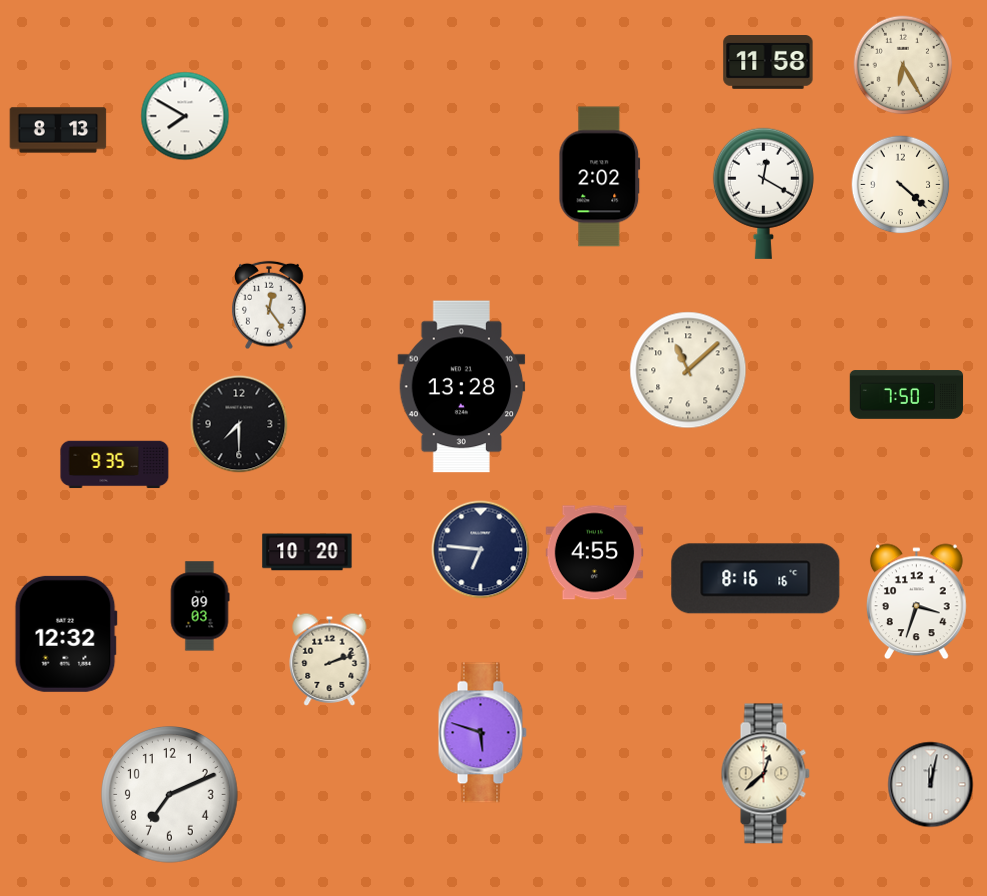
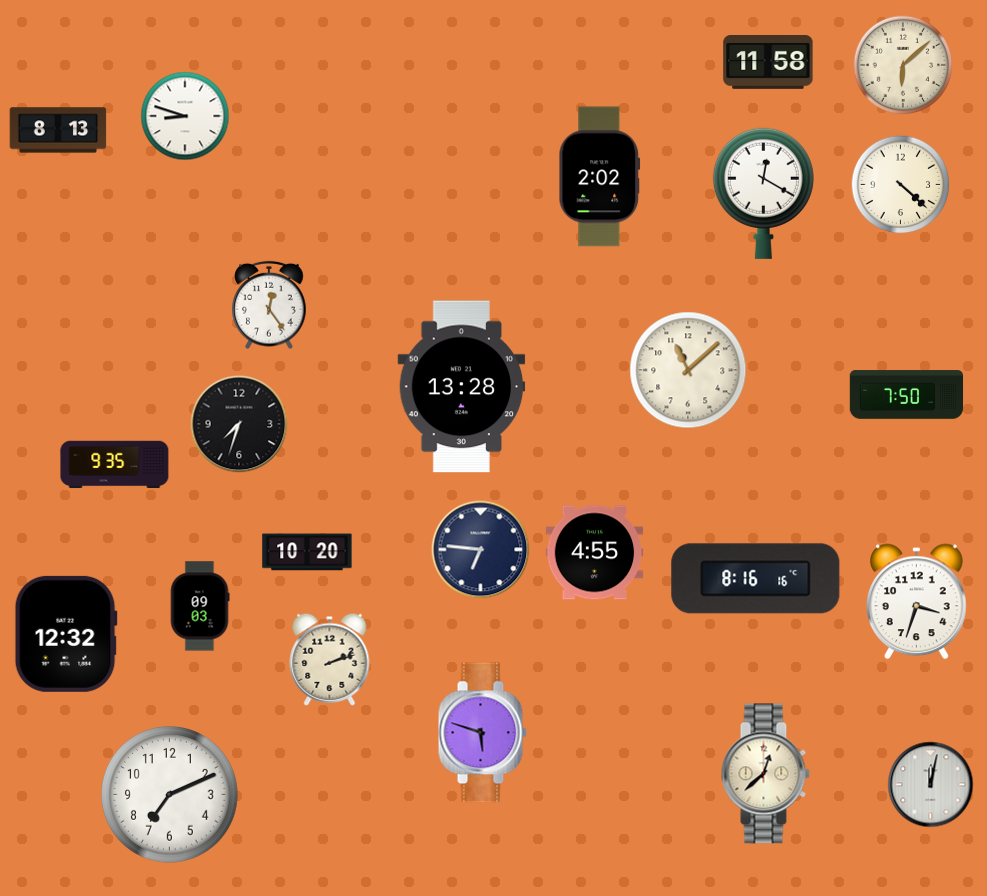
clock at (903, 65): 6:25 -> 6:08
clock at (185, 116): 7:50 -> 8:48
clock at (239, 424): 7:30 -> 7:33
